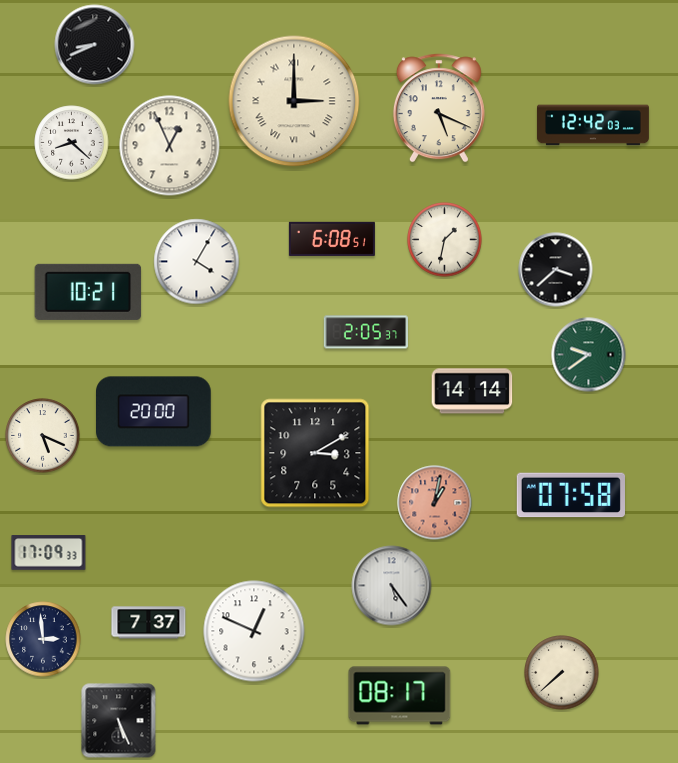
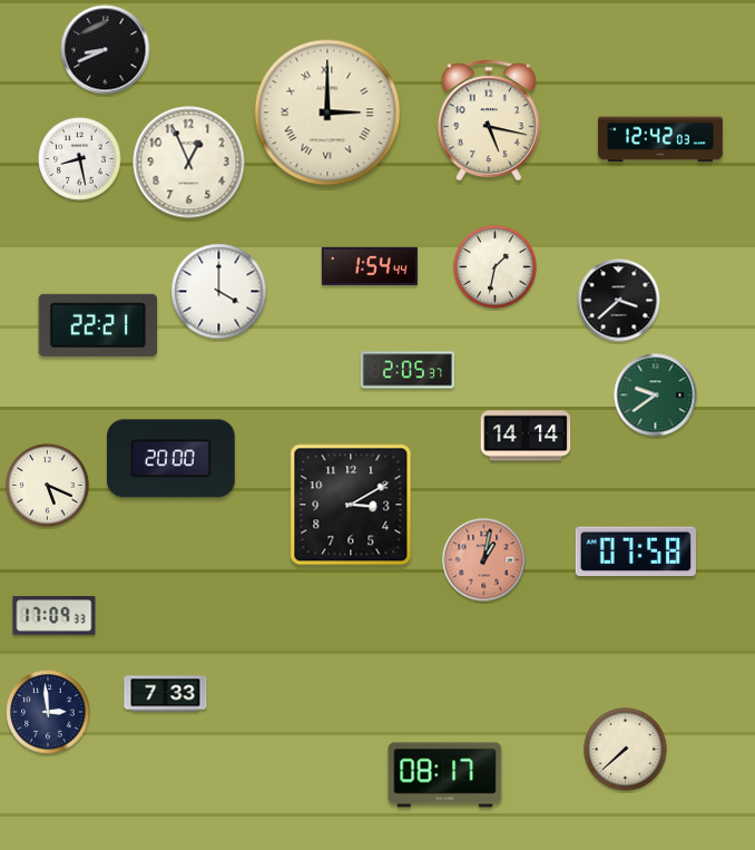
clock at (439, 108): 5:19 -> 5:17
clock at (72, 143): 8:22 -> 8:28
clock at (332, 239): 6:08 -> 1:54
clock at (197, 262): 4:05 -> 4:00
clock at (88, 292): 10:21 -> 22:21
clock at (392, 586): 5:24 -> none
clock at (149, 623): 7:37 -> 7:33
clock at (254, 631): 12:49 -> none
clock at (119, 721): 5:26 -> none
